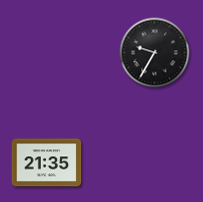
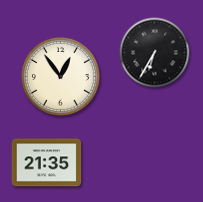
clock at (155, 53): 9:35 -> 6:35
clock at (60, 76): none -> 12:54
